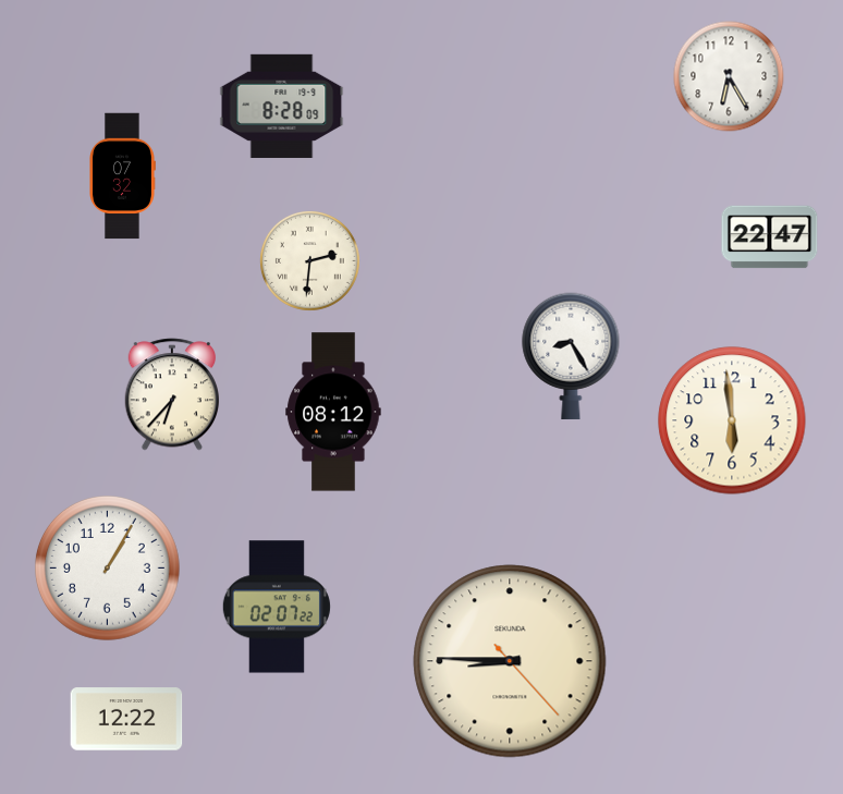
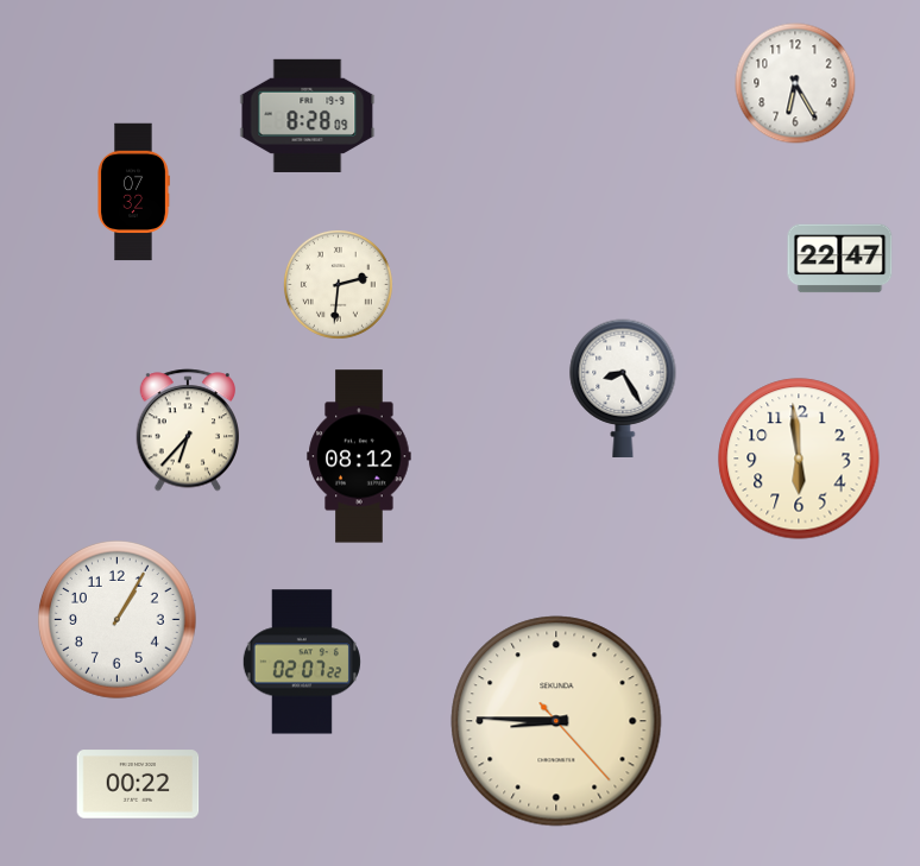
clock at (333, 412) position: (333, 412) -> (359, 456)
clock at (126, 719): 12:22 -> 00:22
